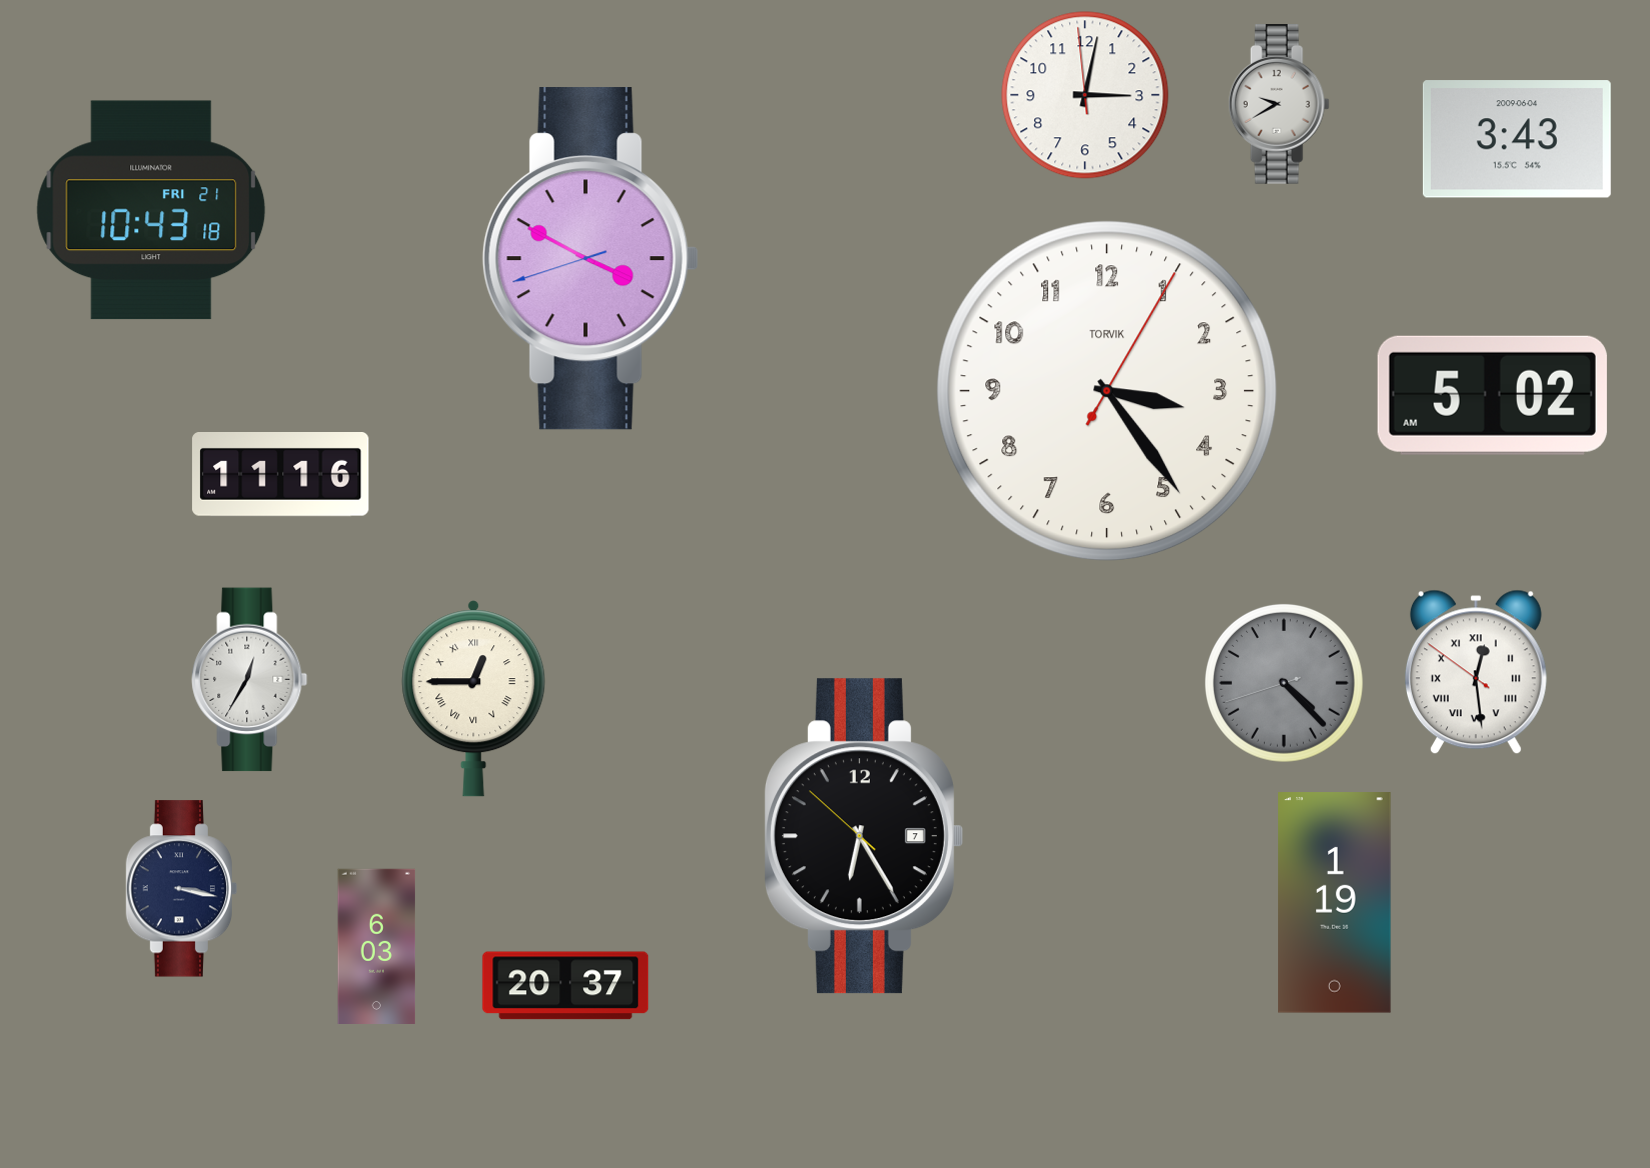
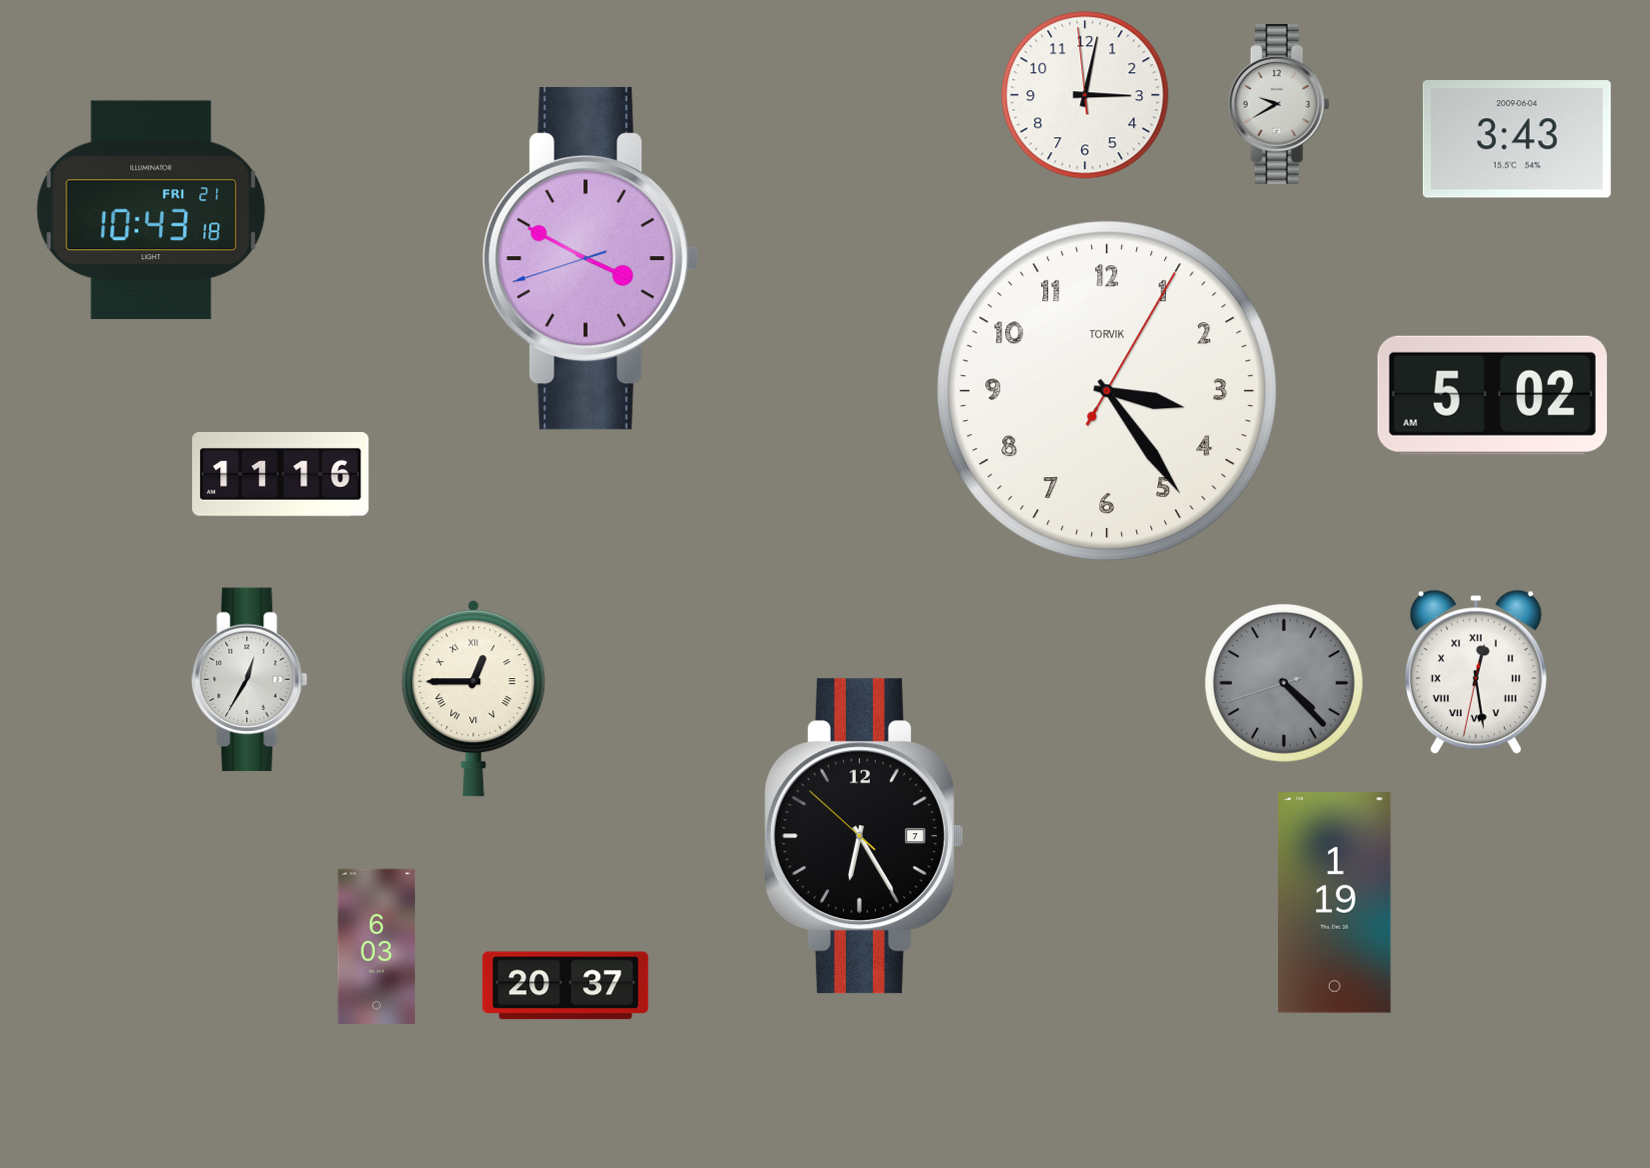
clock at (1476, 672): 12:28:51 -> 12:28:32
clock at (182, 889): 3:17 -> none
